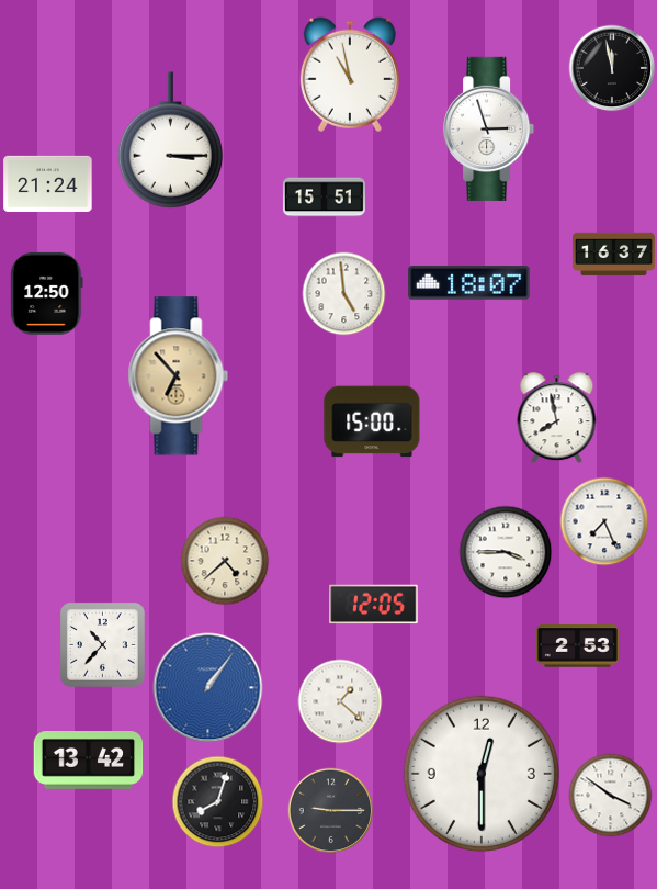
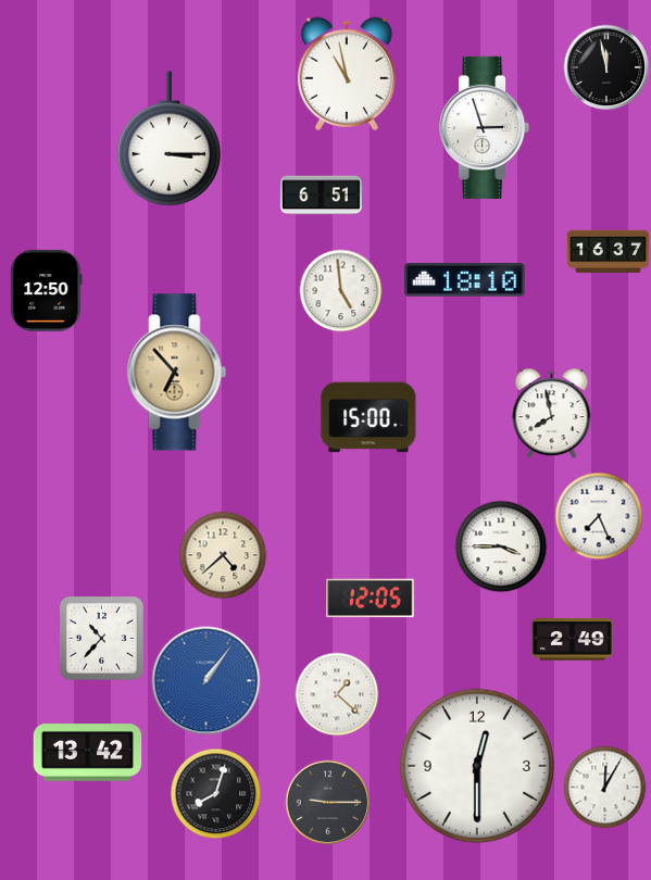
clock at (48, 183): 21:24 -> none
clock at (324, 198): 15:51 -> 6:51
clock at (469, 283): 18:07 -> 18:10
clock at (577, 646): 2:53 -> 2:49
clock at (611, 796): 3:51 -> 12:05
